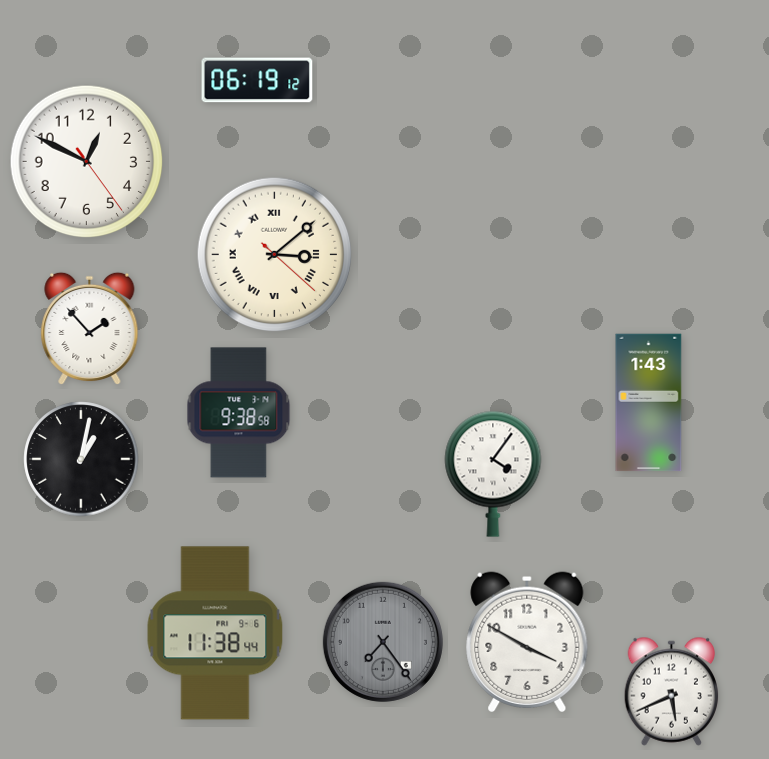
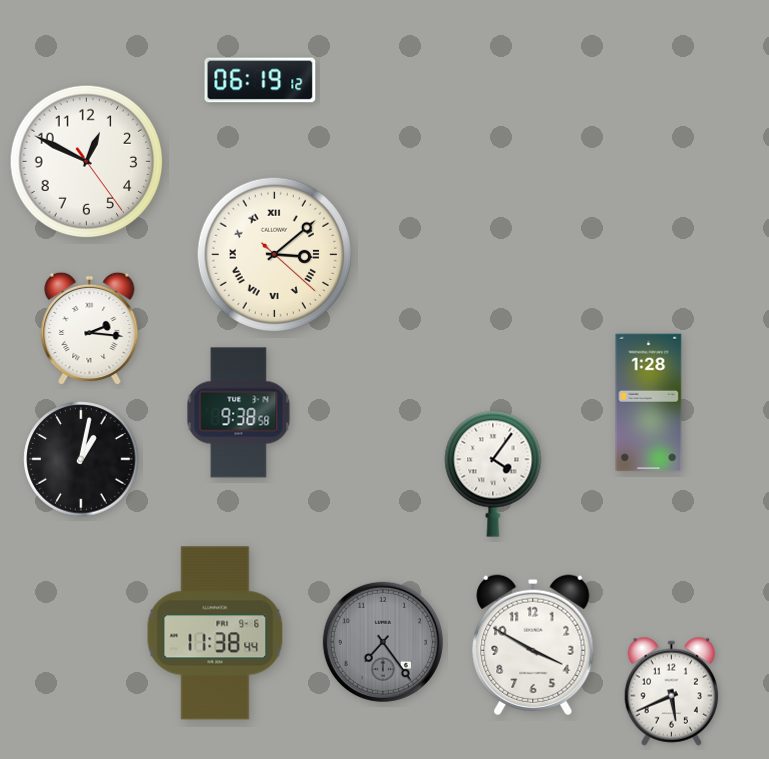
clock at (257, 80) position: (257, 80) -> (260, 80)
clock at (90, 329): 1:53 -> 2:16
clock at (649, 403): 1:43 -> 1:28
clock at (527, 642) position: (527, 642) -> (533, 645)
